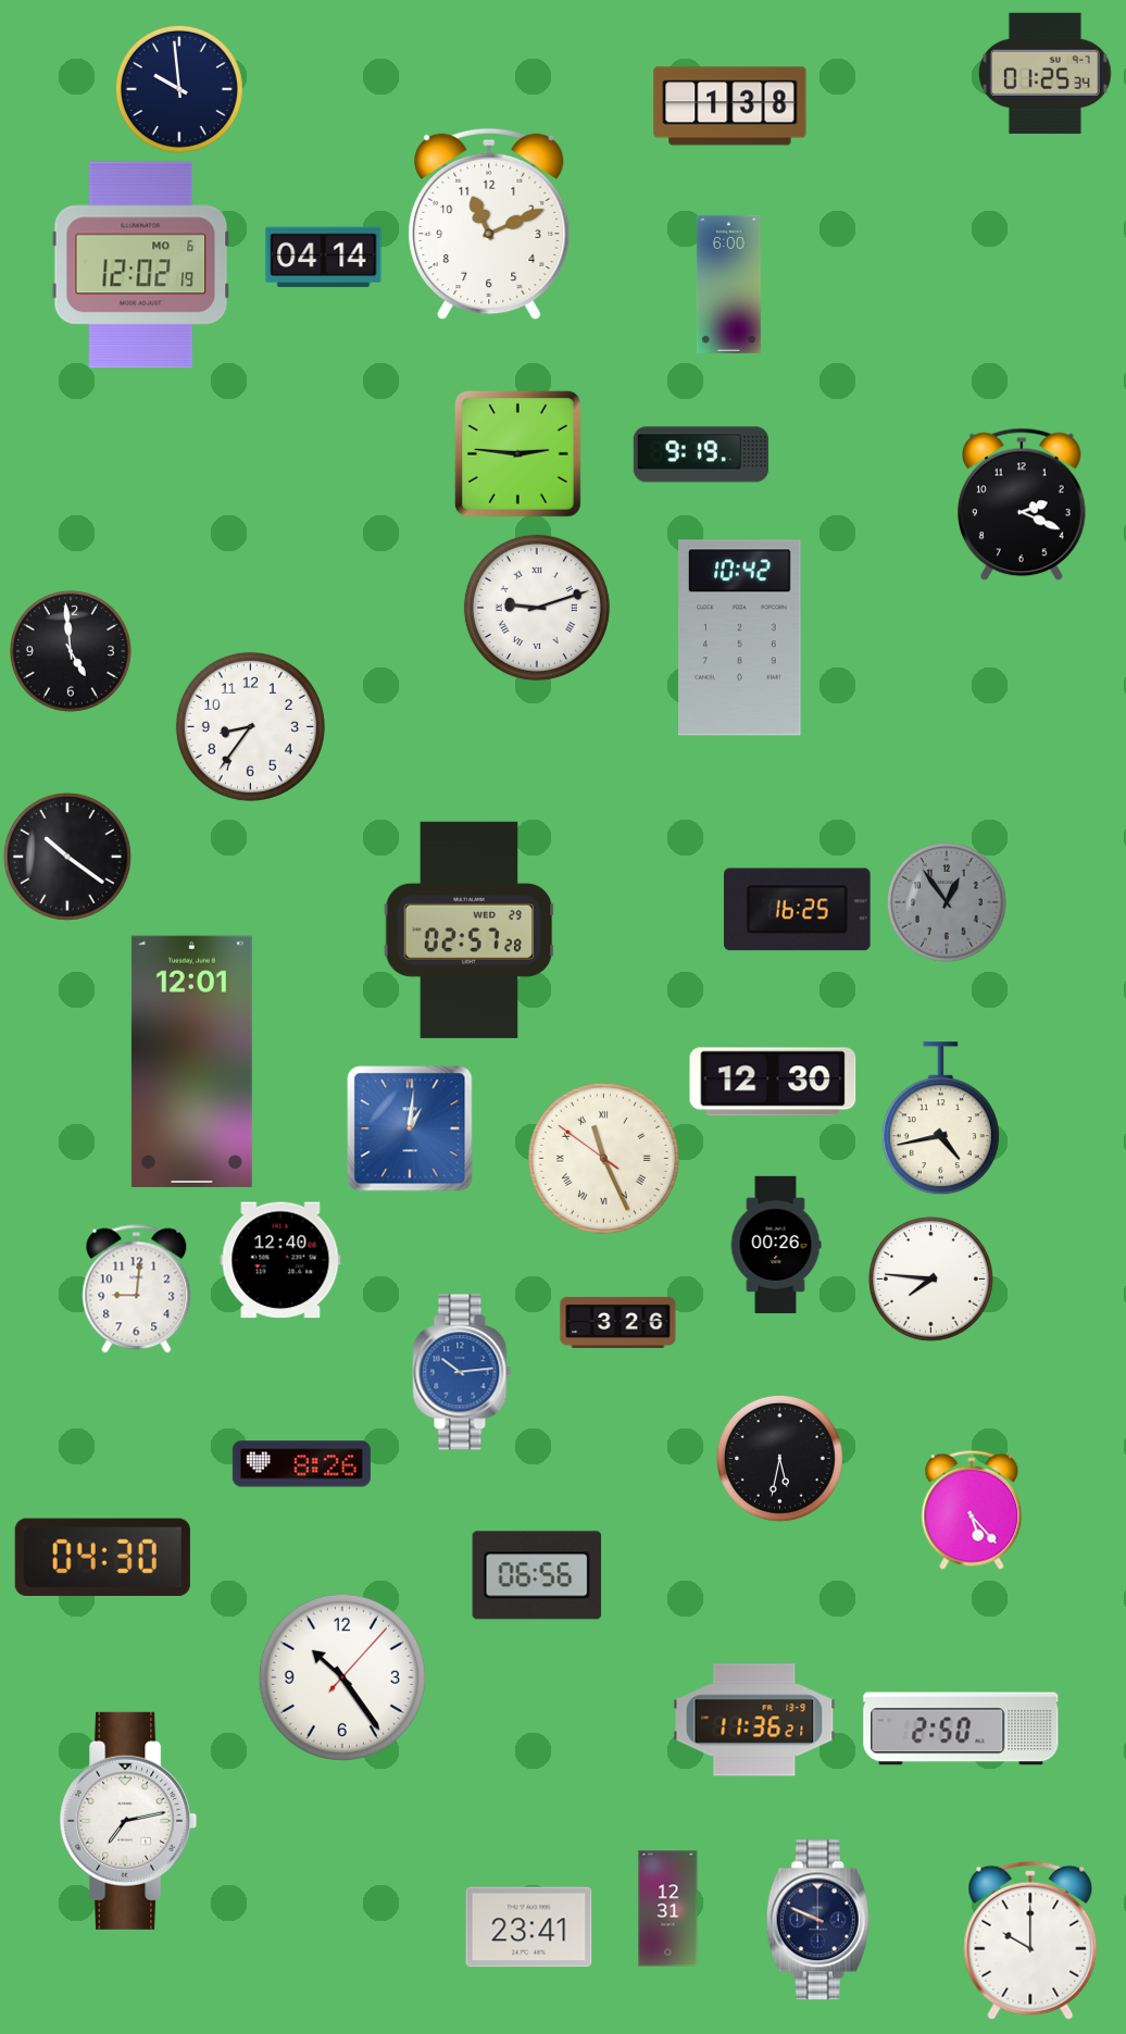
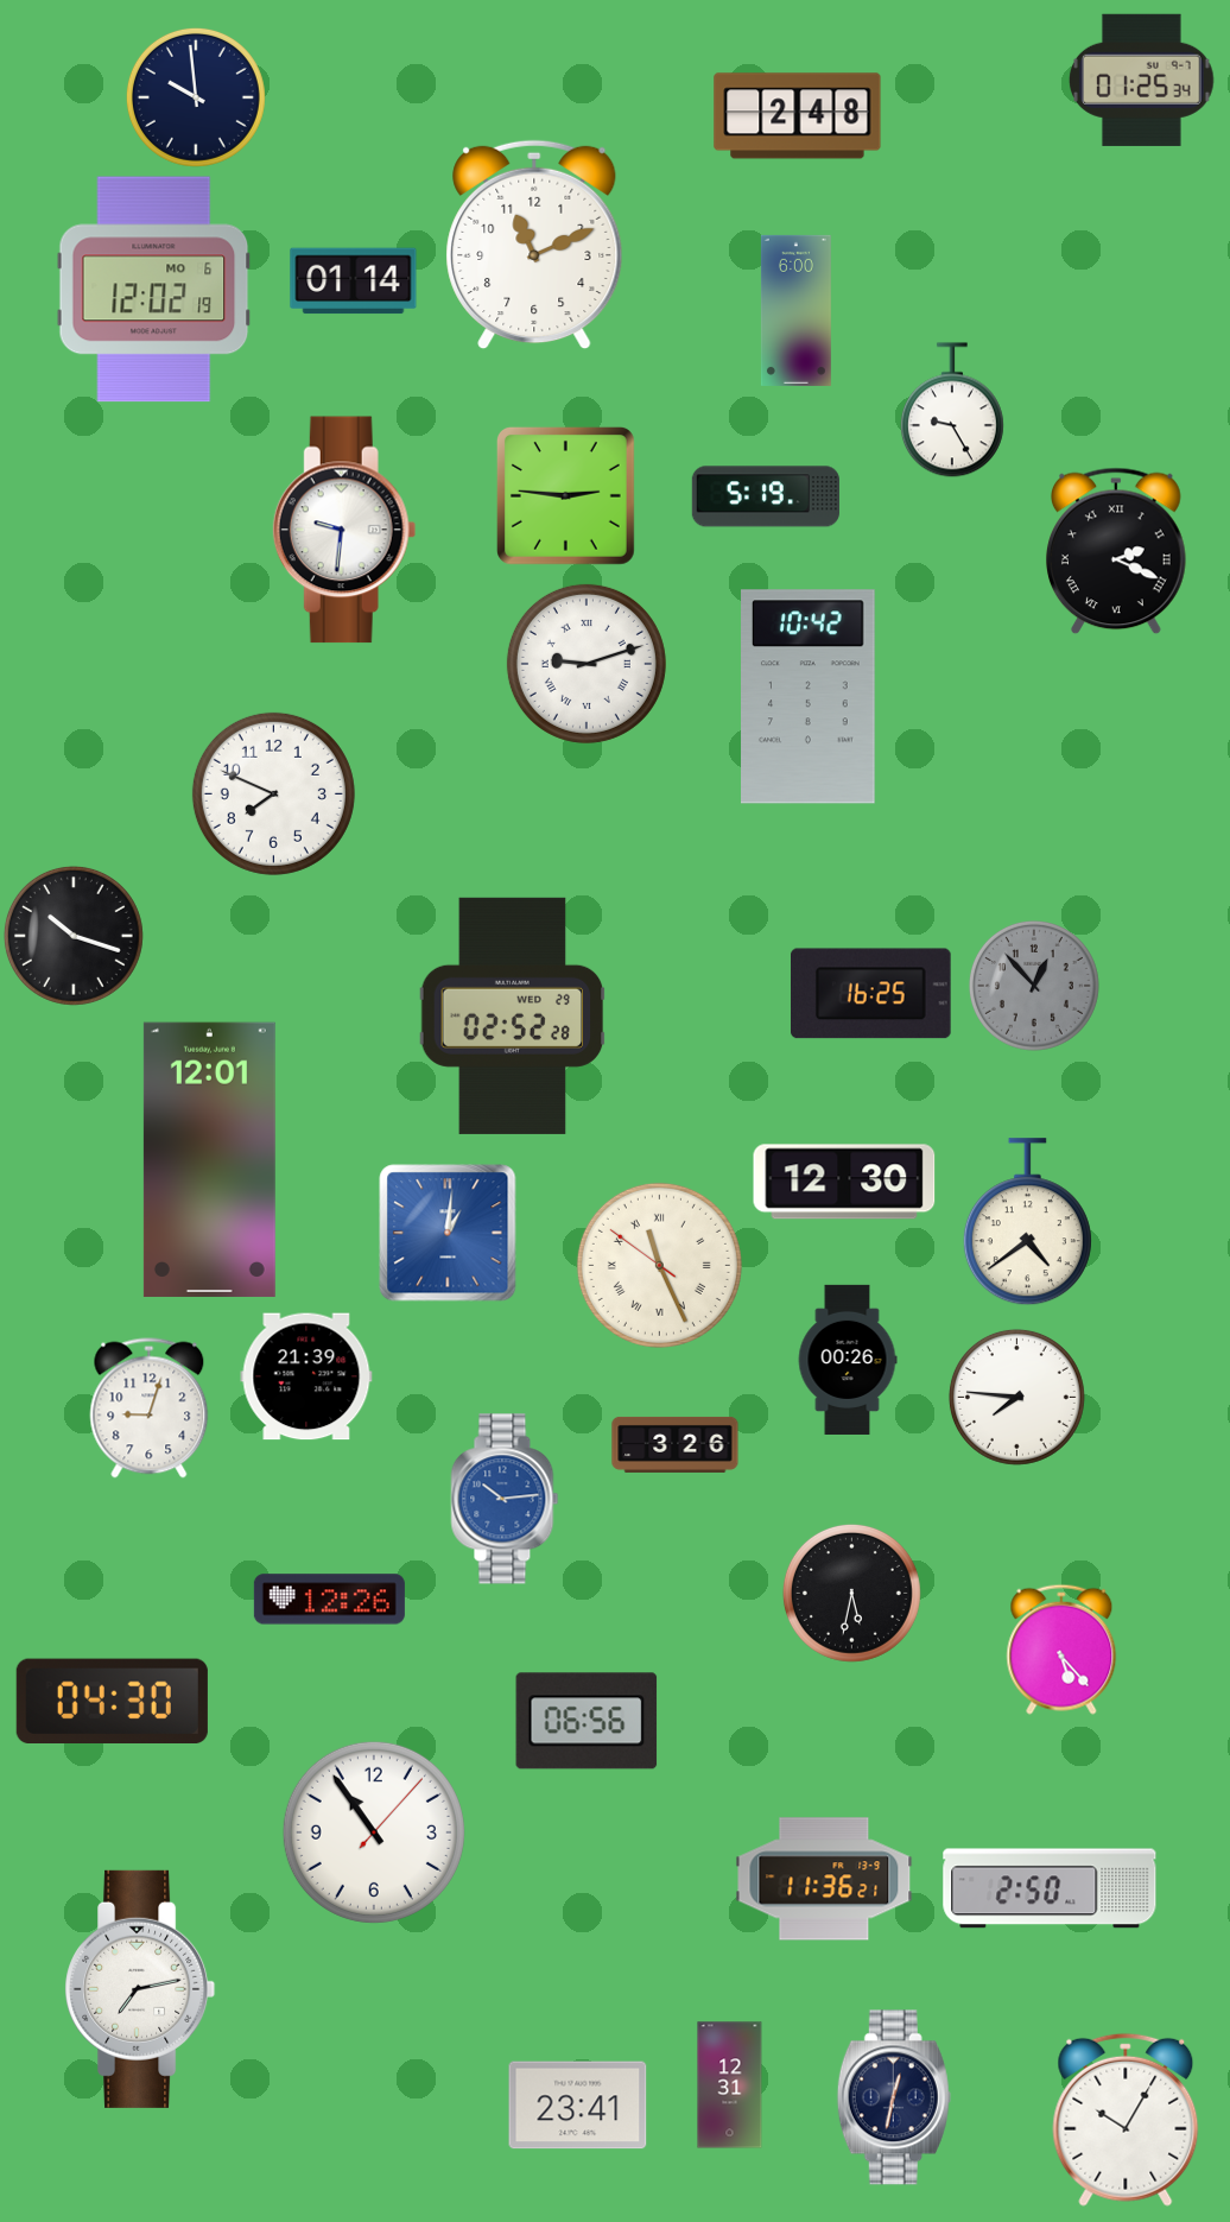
clock at (730, 107): 1:38 -> 2:48
clock at (324, 258): 04:14 -> 01:14
clock at (952, 410): none -> 9:25
clock at (701, 454): 9:19 -> 5:19
clock at (344, 530): none -> 9:31
clock at (1023, 504) numerals: Arabic -> Roman
clock at (71, 651): 4:59 -> none
clock at (250, 726): 8:36 -> 7:49
clock at (67, 857): 10:21 -> 10:18
clock at (947, 902): 12:54 -> 12:53
clock at (470, 929): 02:57 -> 02:52
clock at (940, 1119): 4:43 -> 4:39
clock at (280, 1260): 12:40 -> 21:39
clock at (137, 1289): 9:01 -> 9:03
clock at (301, 1464): 8:26 -> 12:26
clock at (342, 1677): 10:24 -> 10:54
clock at (818, 1920): 9:49 -> 12:32
clock at (1030, 1941): 10:00 -> 10:05
